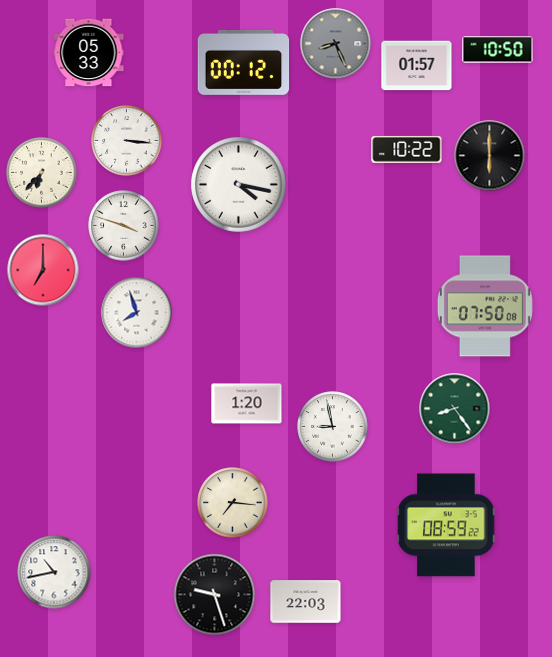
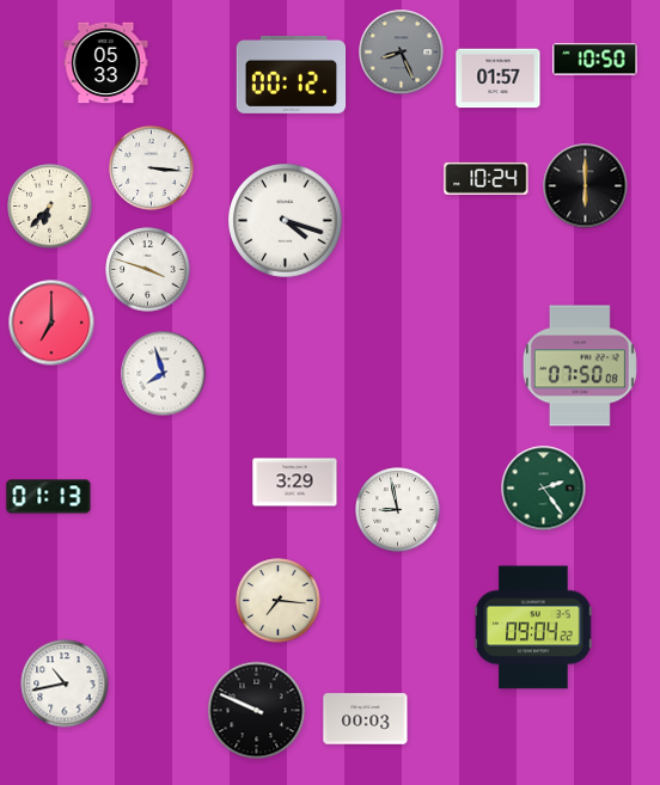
clock at (407, 149): 10:22 -> 10:24
clock at (239, 185): 4:17 -> 4:18
clock at (247, 404): 1:20 -> 3:29
clock at (455, 409): 8:24 -> 2:24
clock at (49, 497): none -> 01:13
clock at (446, 525): 08:59 -> 09:04
clock at (215, 595): 9:27 -> 9:49
clock at (306, 602): 22:03 -> 00:03
